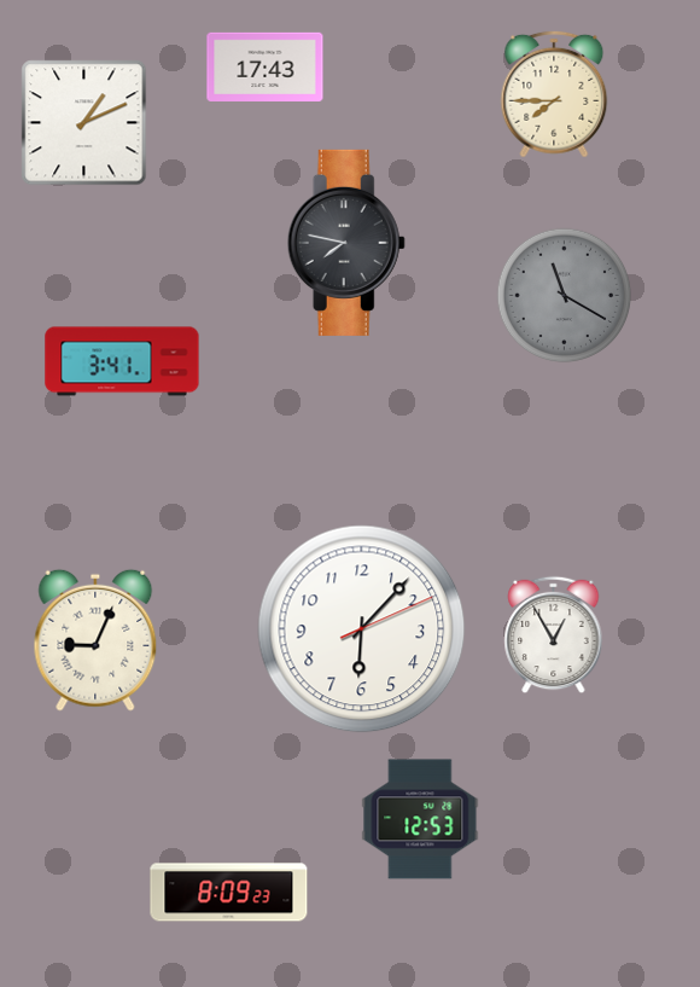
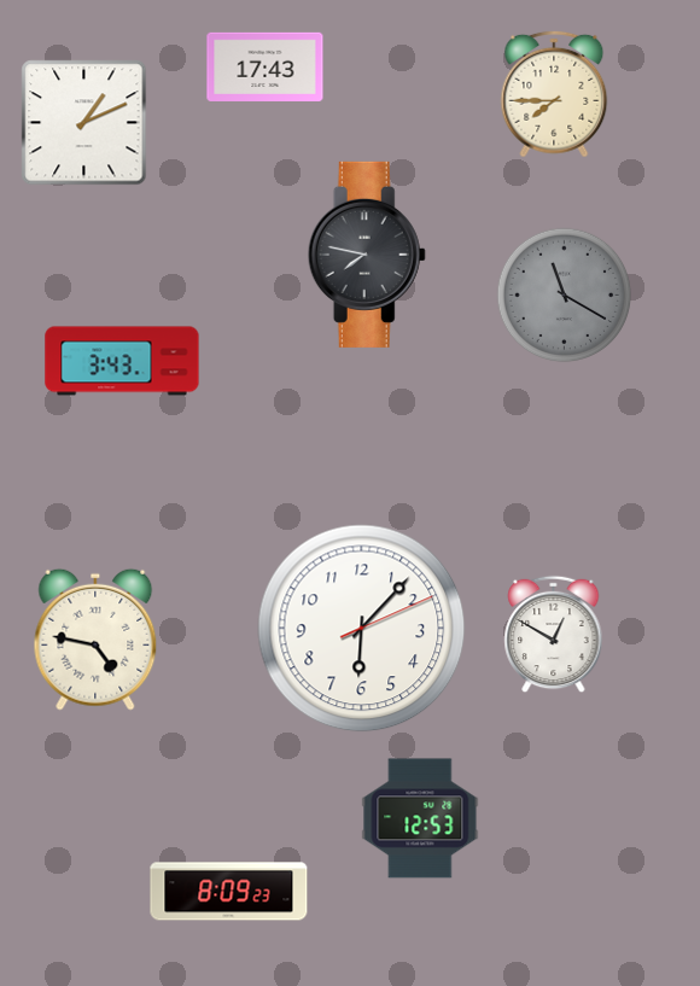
clock at (346, 243) position: (346, 243) -> (367, 255)
clock at (122, 361): 3:41 -> 3:43
clock at (554, 635): 12:55 -> 12:50
clock at (95, 640): 9:04 -> 4:47
